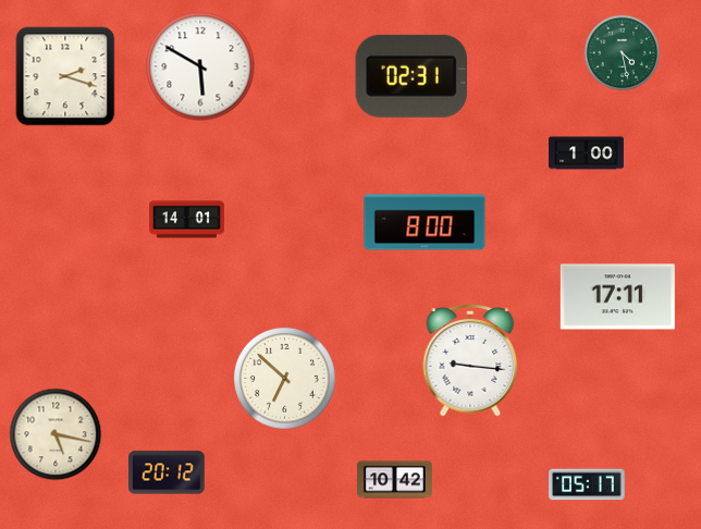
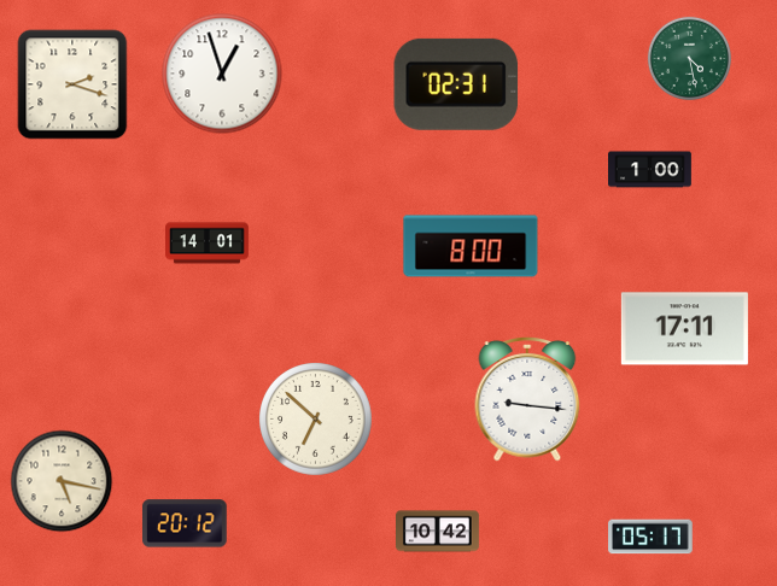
clock at (200, 66): 5:50 -> 12:57
clock at (470, 361) position: (470, 361) -> (527, 400)
